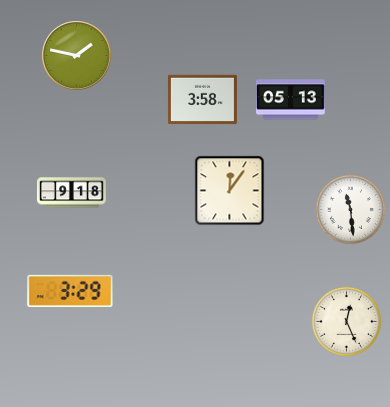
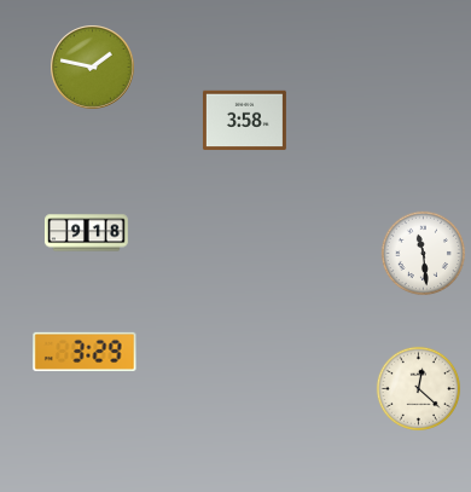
clock at (290, 100): 05:13 -> none
clock at (230, 191): 12:06 -> none
clock at (347, 322): 12:26 -> 12:22
